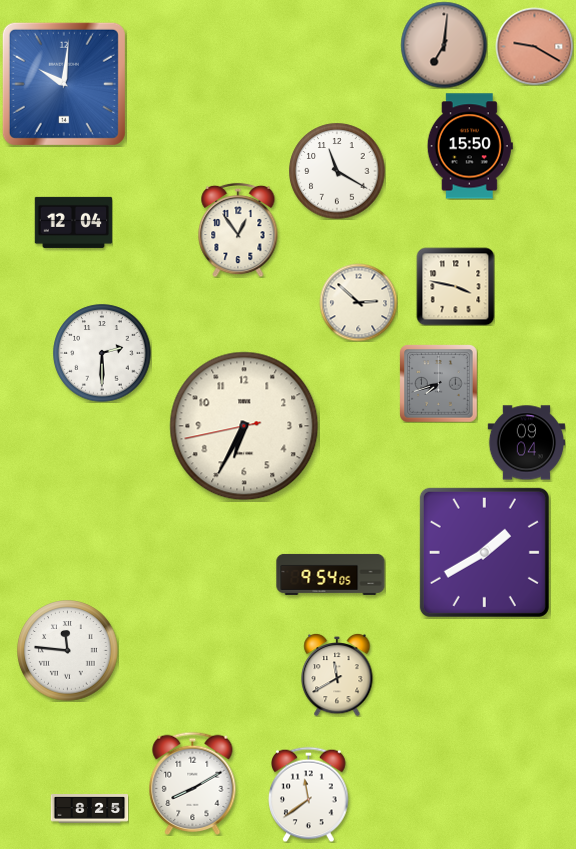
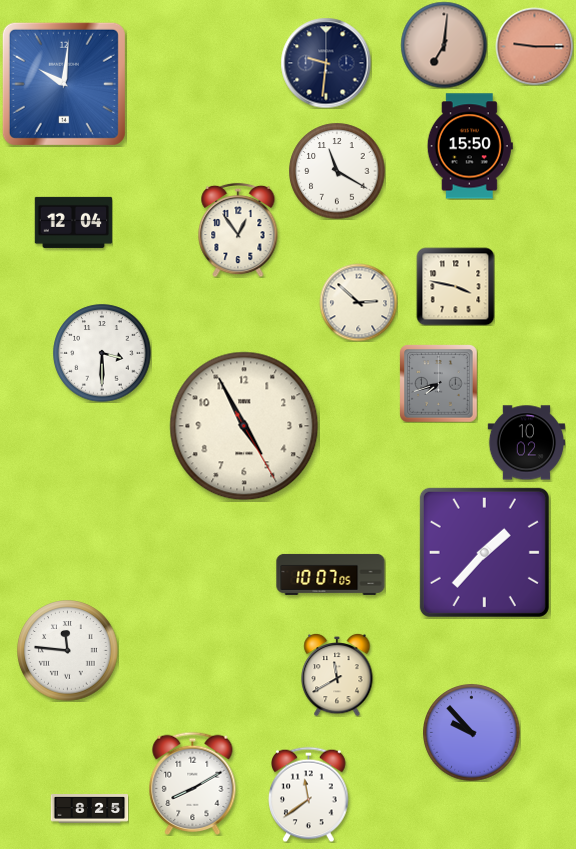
clock at (534, 46): 9:20 -> 9:15
clock at (326, 63): none -> 9:31
clock at (102, 353): 2:30 -> 3:30
clock at (244, 426): 6:34 -> 4:55
clock at (526, 443): 09:04 -> 10:02
clock at (484, 552): 1:40 -> 1:37
clock at (331, 574): 9:54 -> 10:07
clock at (472, 733): none -> 9:53
